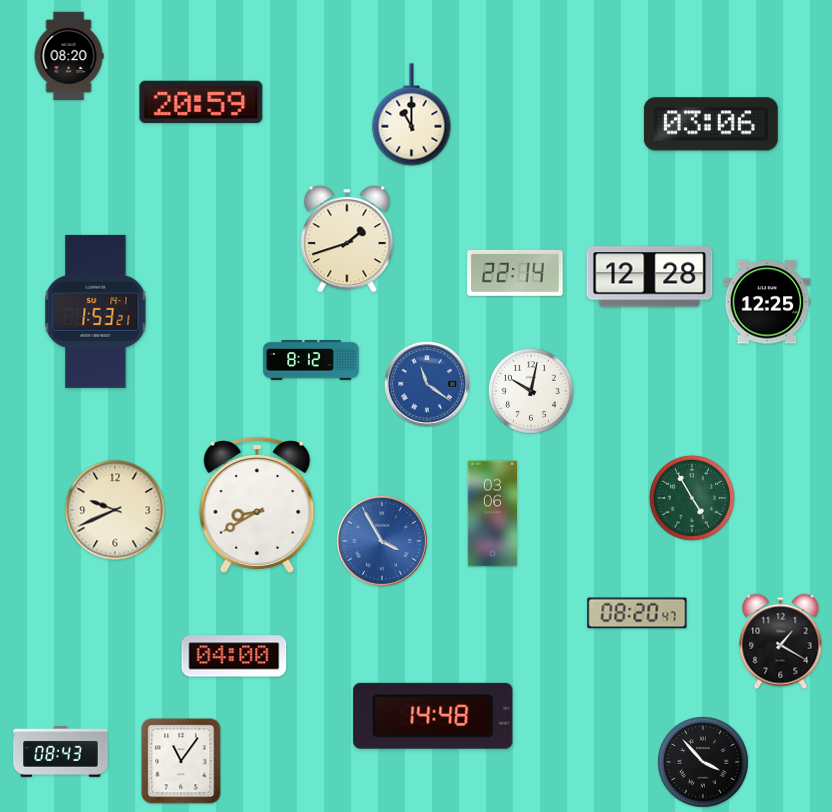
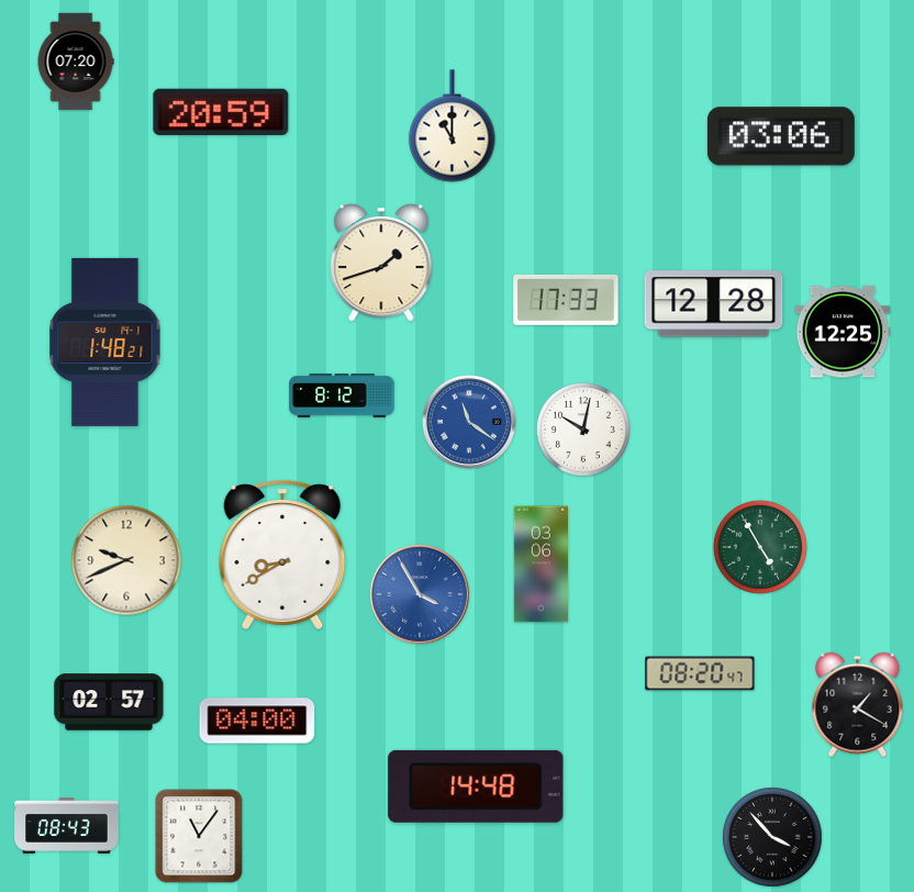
clock at (69, 56): 08:20 -> 07:20
clock at (515, 273): 22:14 -> 17:33
clock at (96, 311): 1:53 -> 1:48
clock at (109, 702): none -> 02:57
